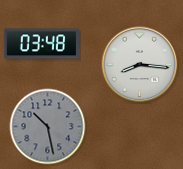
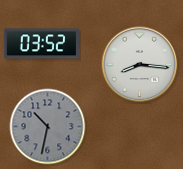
clock at (41, 44): 03:48 -> 03:52
clock at (48, 127): 10:28 -> 10:32
